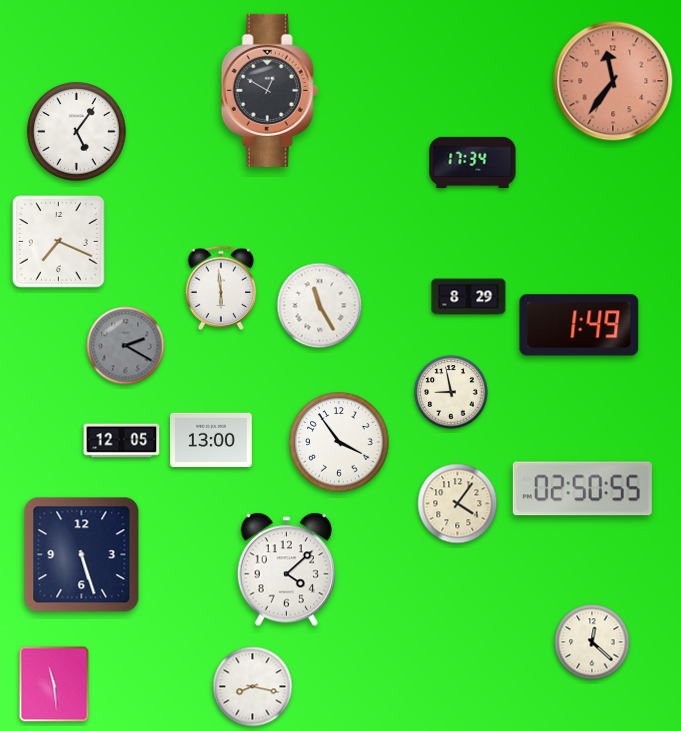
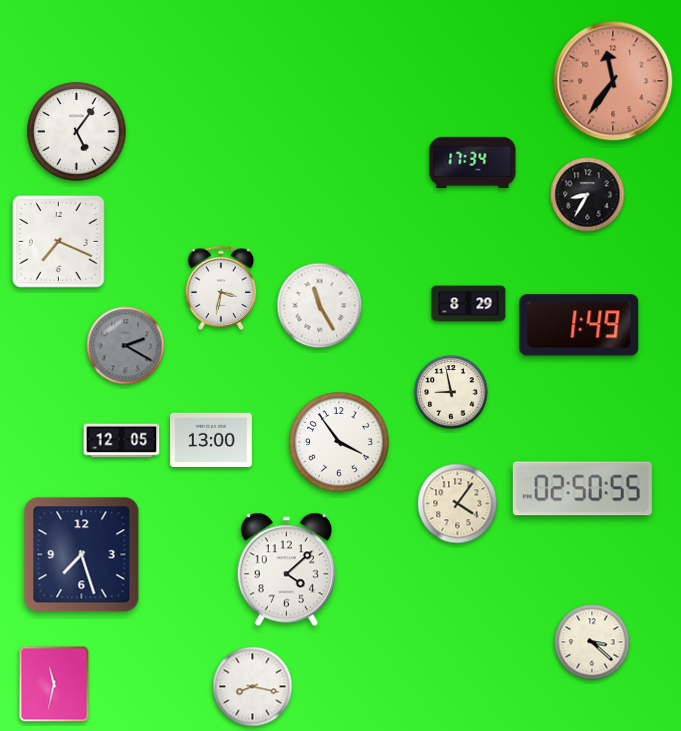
clock at (269, 90): 12:50 -> none
clock at (588, 195): none -> 8:35
clock at (221, 287): 5:59 -> 3:32
clock at (469, 297) position: (469, 297) -> (469, 304)
clock at (82, 555): 5:27 -> 7:27
clock at (592, 642): 12:22 -> 3:22
clock at (54, 684): 11:29 -> 11:32
